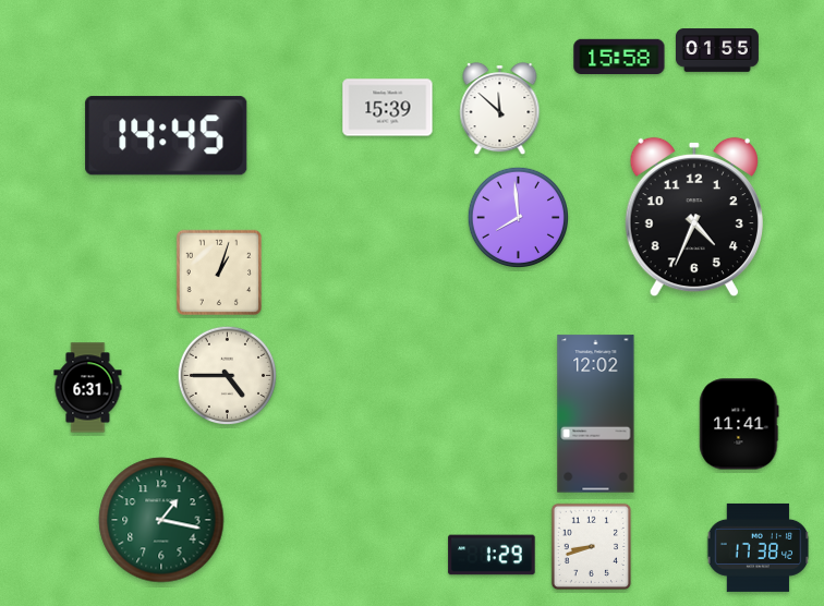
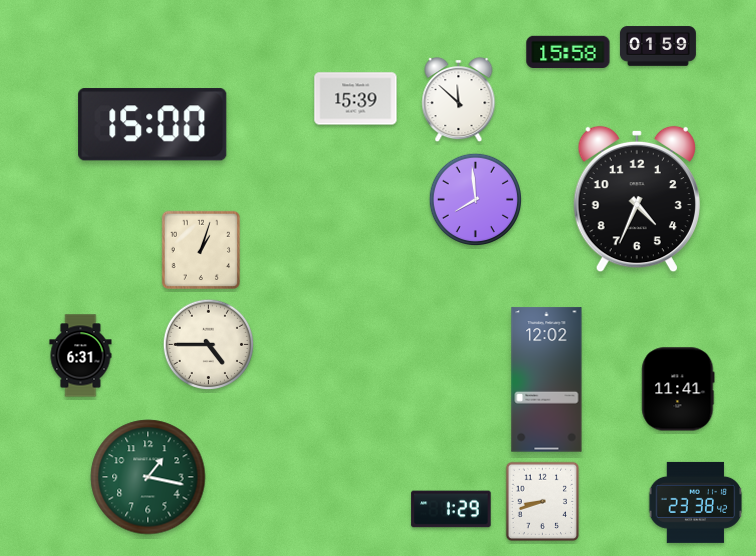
clock at (717, 50): 01:55 -> 01:59
clock at (167, 136): 14:45 -> 15:00
clock at (759, 547): 17:38 -> 23:38
